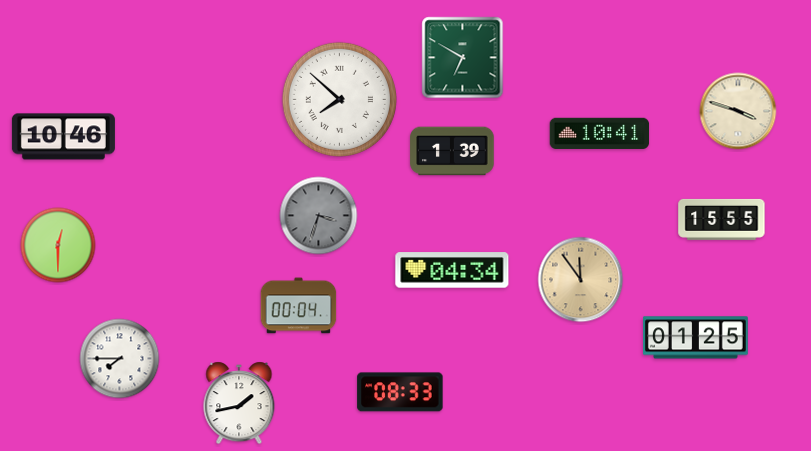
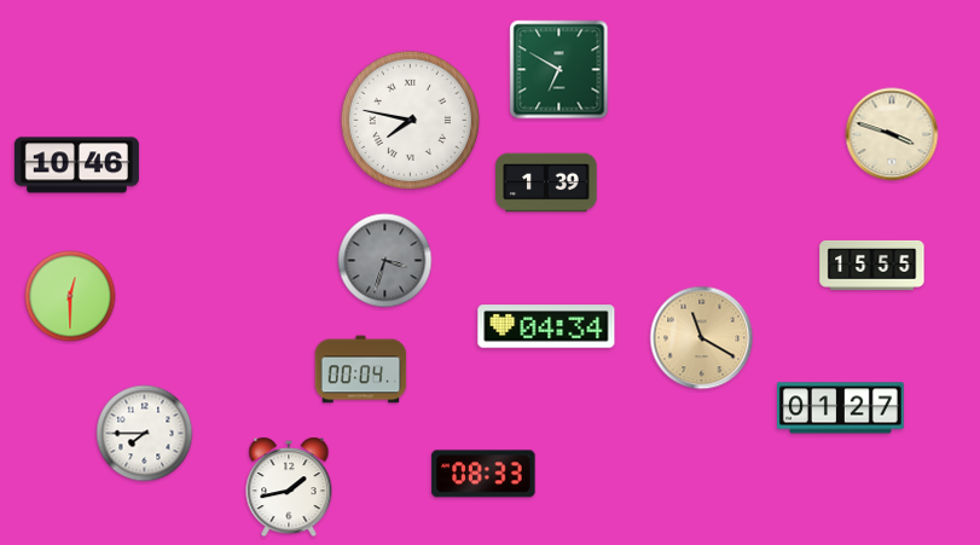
clock at (339, 99): 7:52 -> 7:47
clock at (600, 133): 10:41 -> none
clock at (581, 280): 11:54 -> 11:20
clock at (696, 338): 01:25 -> 01:27
